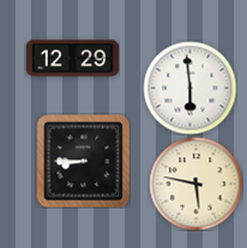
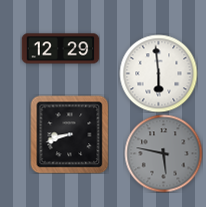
clock at (83, 161): 8:45 -> 8:42
clock at (195, 183) dial: cream -> grey
